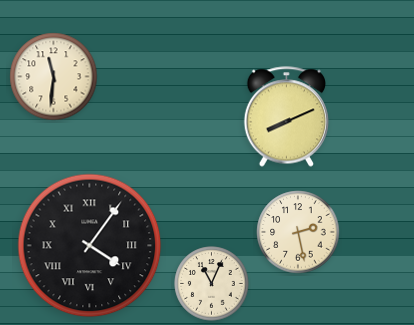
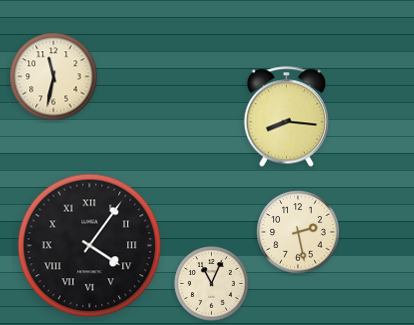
clock at (54, 77): 11:31 -> 11:32
clock at (286, 117): 8:11 -> 8:16
